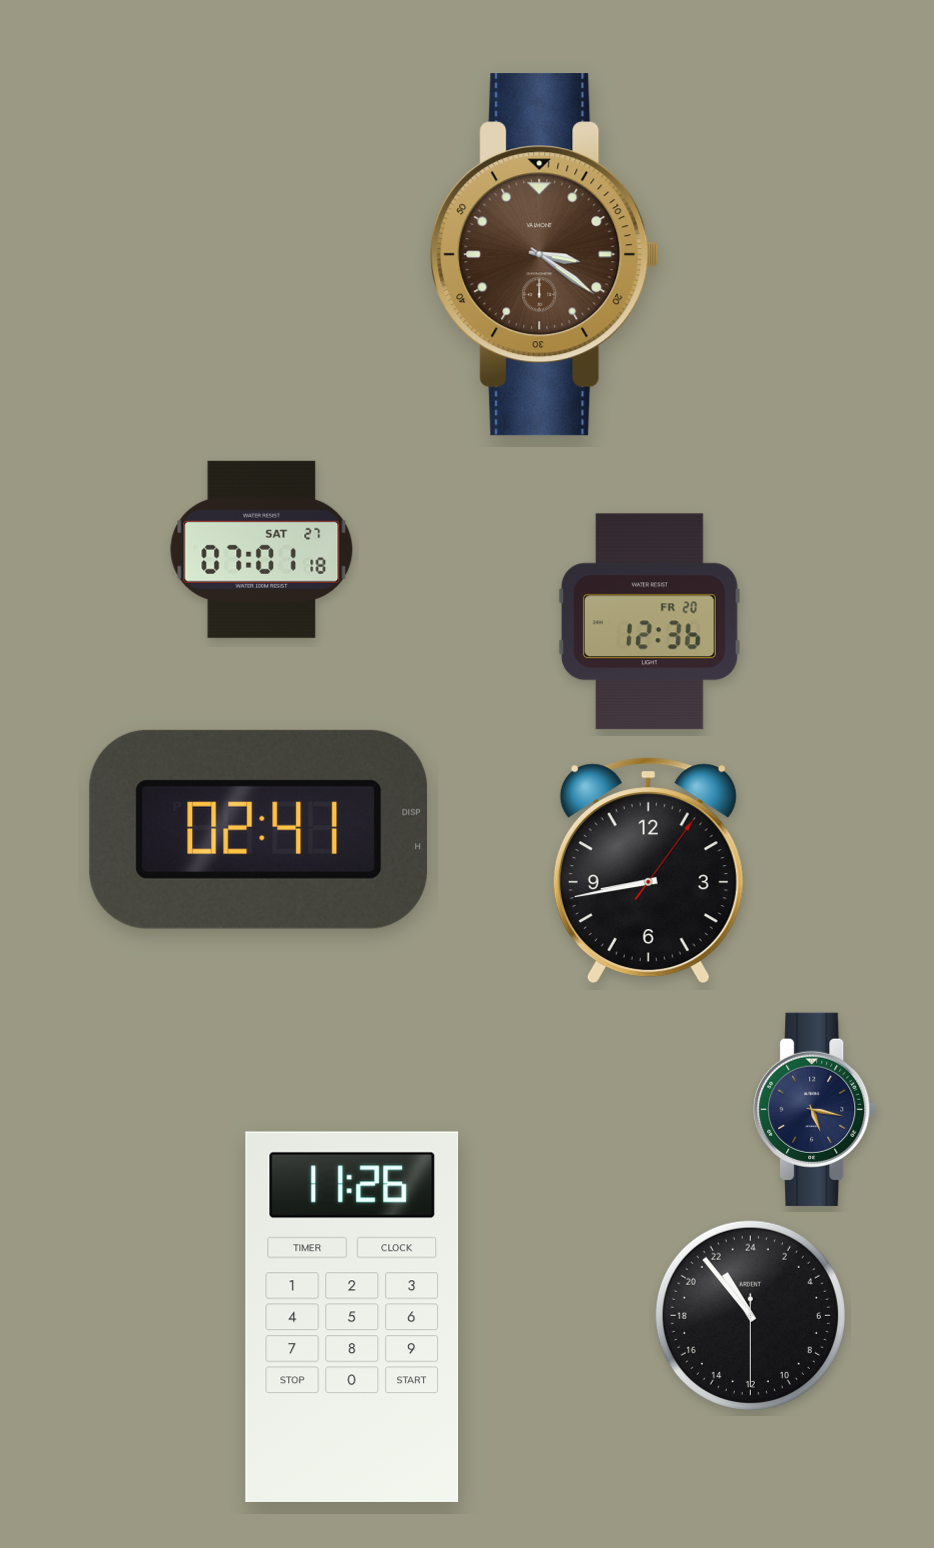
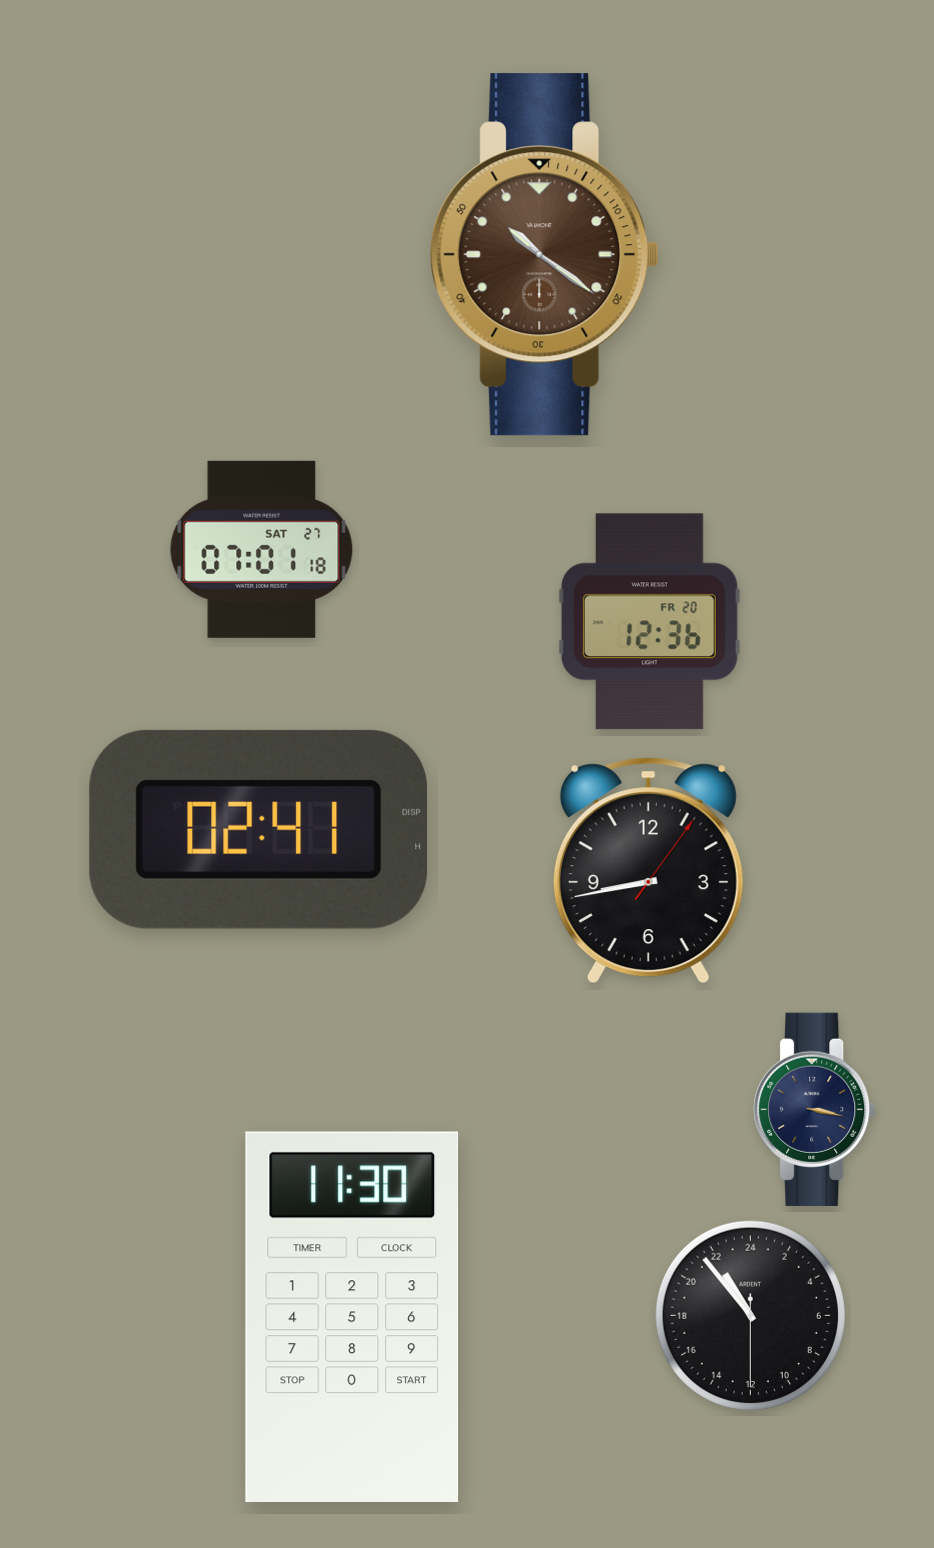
clock at (545, 255): 3:21 -> 10:21
clock at (815, 1109): 5:17 -> 3:17
clock at (352, 1317): 11:26 -> 11:30
